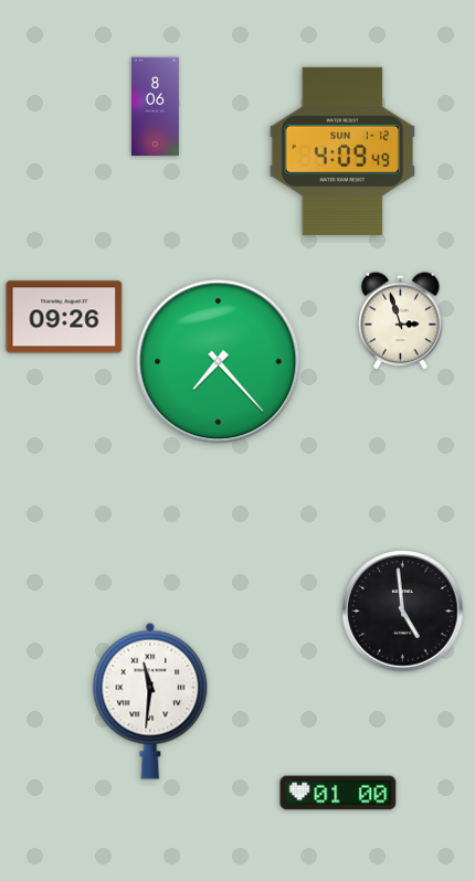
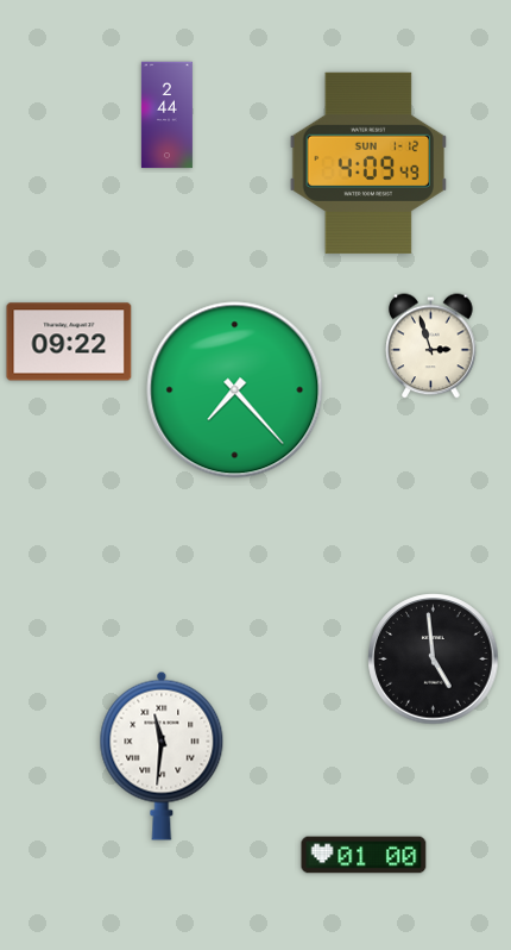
clock at (155, 107): 8:06 -> 2:44
clock at (64, 317): 09:26 -> 09:22
